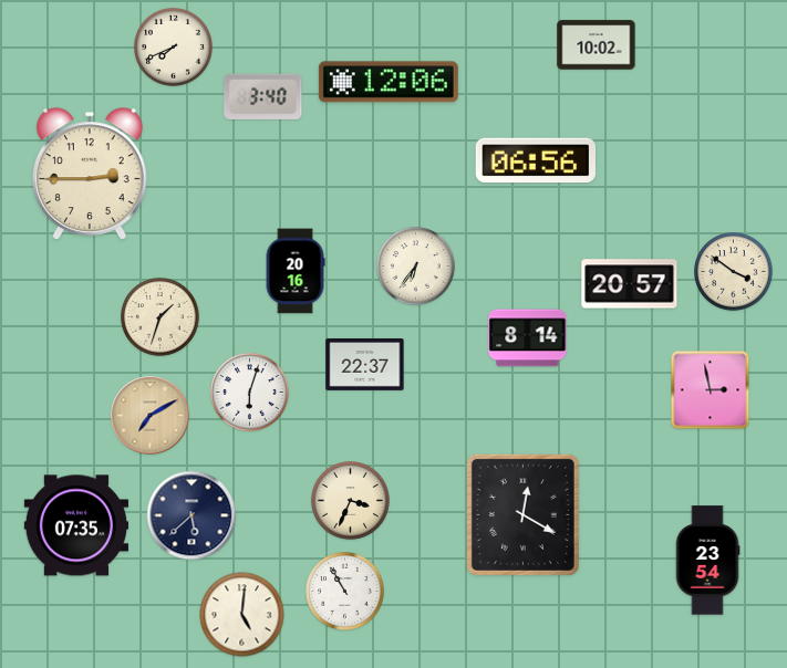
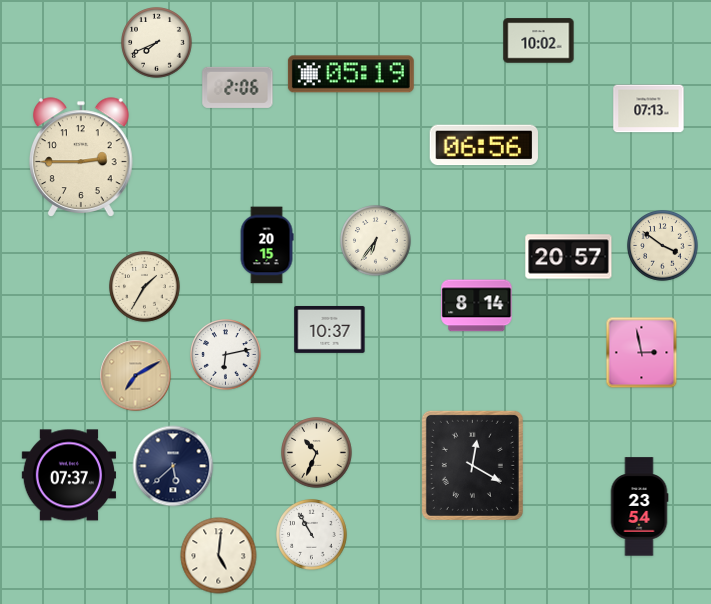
clock at (389, 82): 12:06 -> 05:19
clock at (263, 96): 3:40 -> 2:06
clock at (649, 109): none -> 07:13
clock at (296, 271): 20:16 -> 20:15
clock at (160, 317): 1:33 -> 1:35
clock at (365, 364): 22:37 -> 10:37
clock at (250, 393): 6:03 -> 6:13
clock at (351, 501): 3:34 -> 10:34
clock at (75, 525): 07:35 -> 07:37
